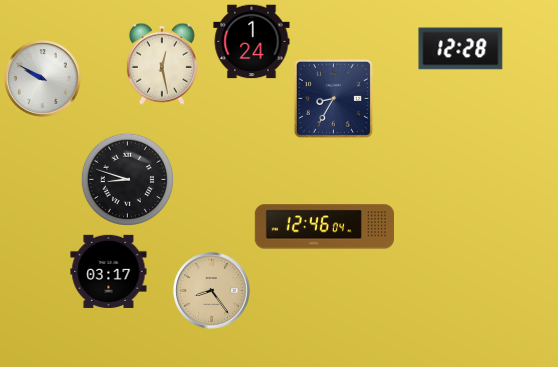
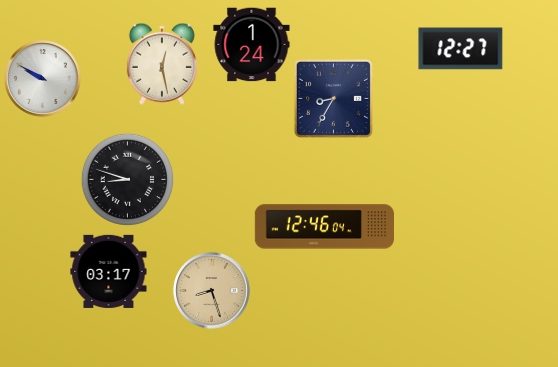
clock at (252, 42) position: (252, 42) -> (252, 45)
clock at (461, 49): 12:28 -> 12:27
clock at (212, 291): 8:24 -> 8:27
